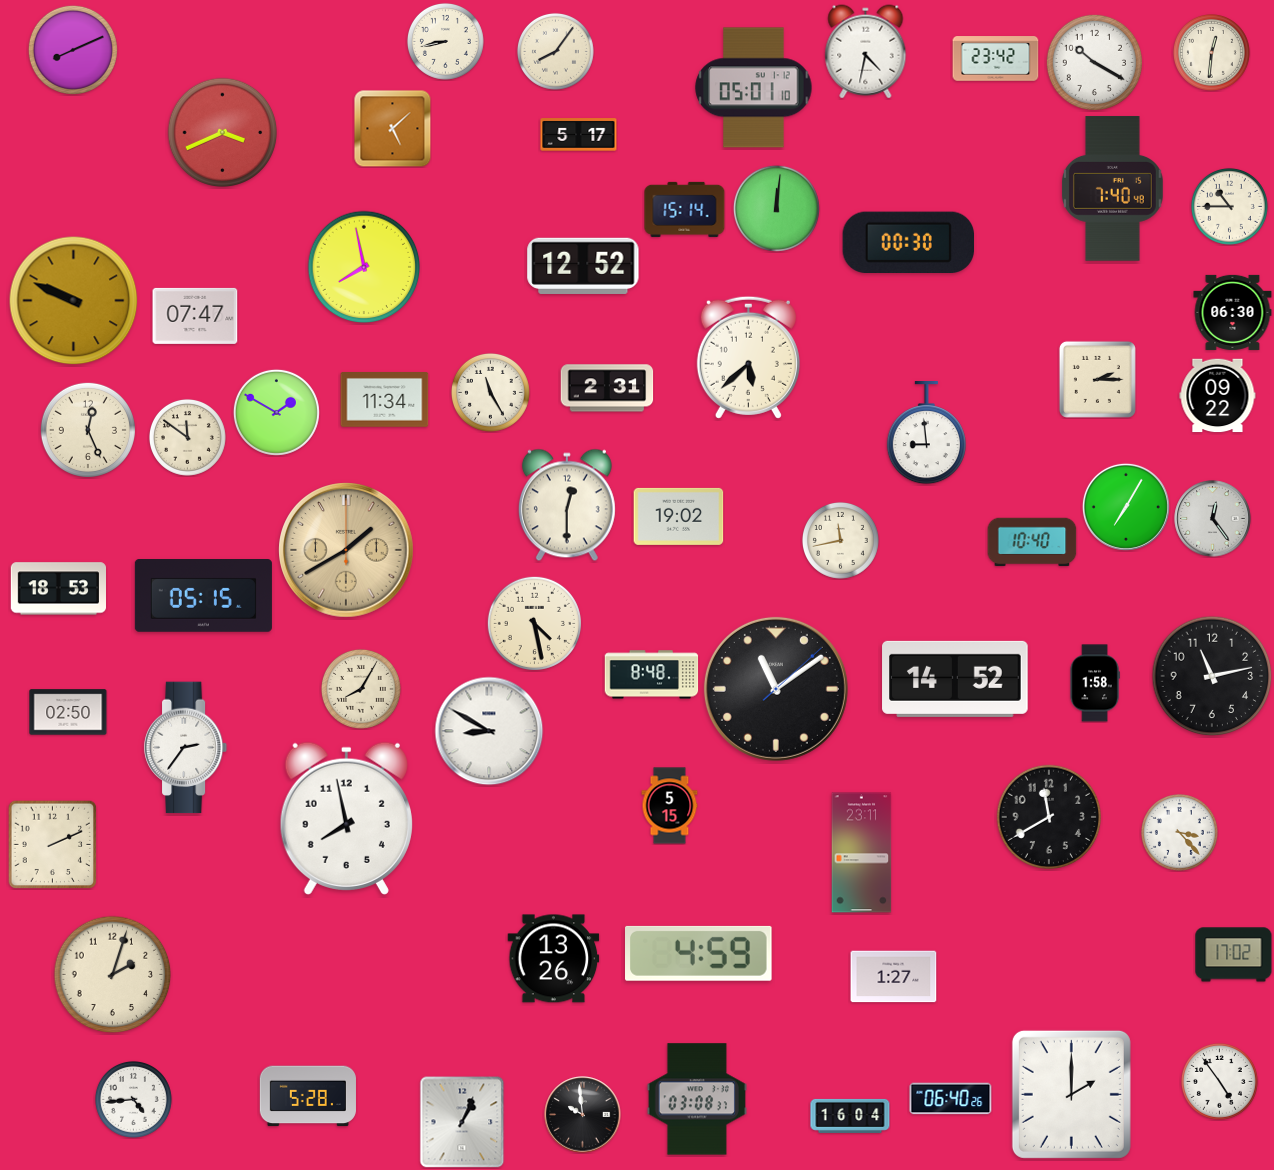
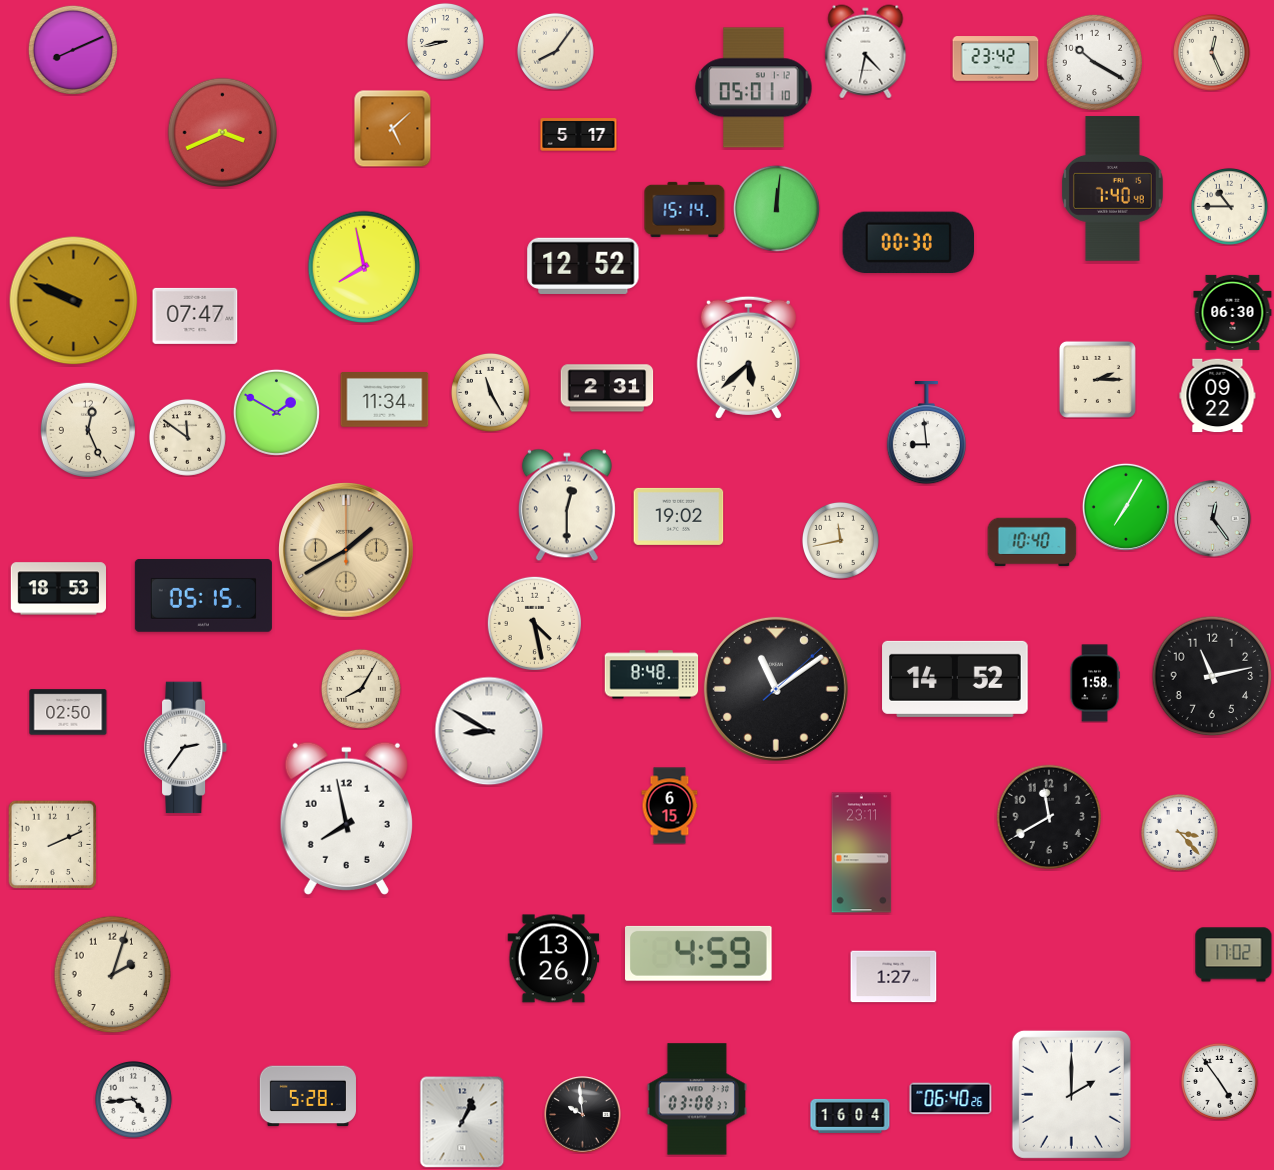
clock at (1211, 52): 12:31 -> 12:26
clock at (670, 806): 5:15 -> 6:15
